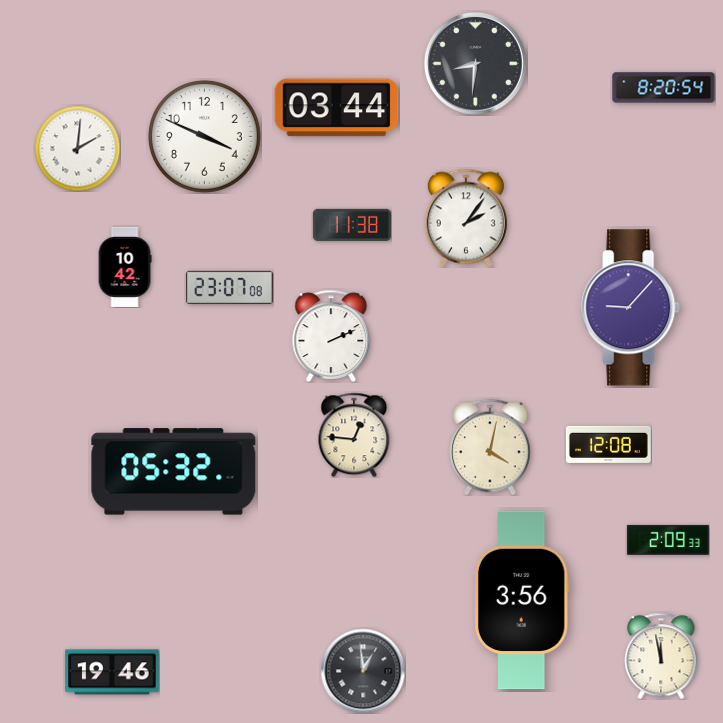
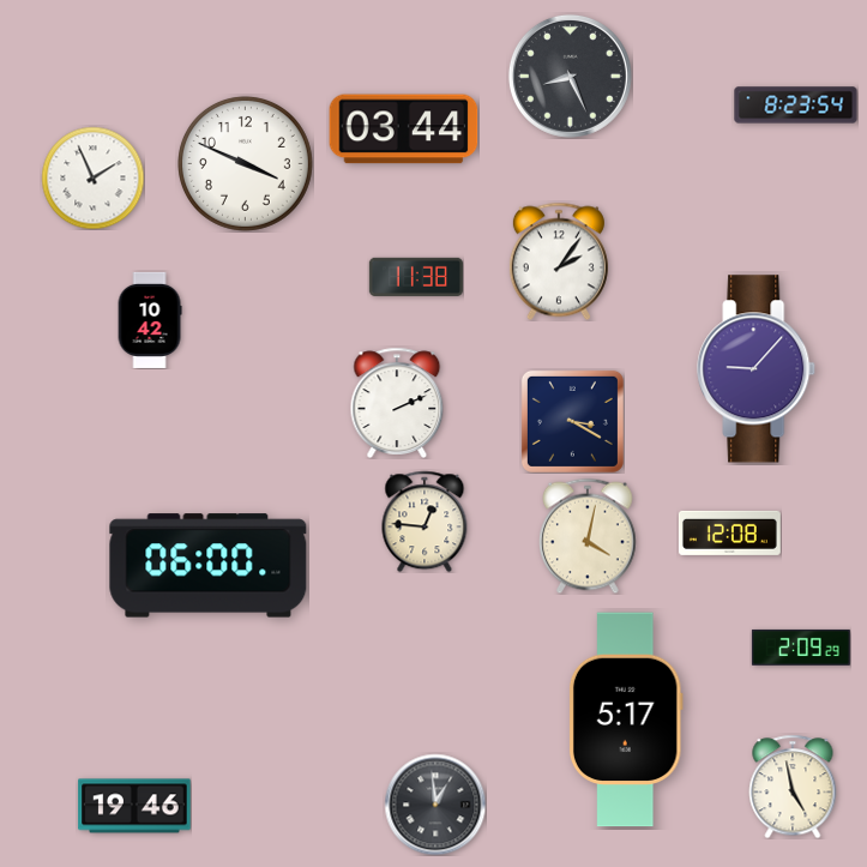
clock at (475, 63): 8:31 -> 8:26
clock at (664, 88): 8:20 -> 8:23
clock at (77, 148): 2:01 -> 1:56
clock at (352, 225) position: (352, 225) -> (416, 277)
clock at (230, 287): 23:07 -> none
clock at (572, 421): none -> 3:20
clock at (174, 472): 05:32 -> 06:00
clock at (668, 540): 2:09:33 -> 2:09:29
clock at (522, 600): 3:56 -> 5:17
clock at (661, 656): 11:58 -> 4:58
